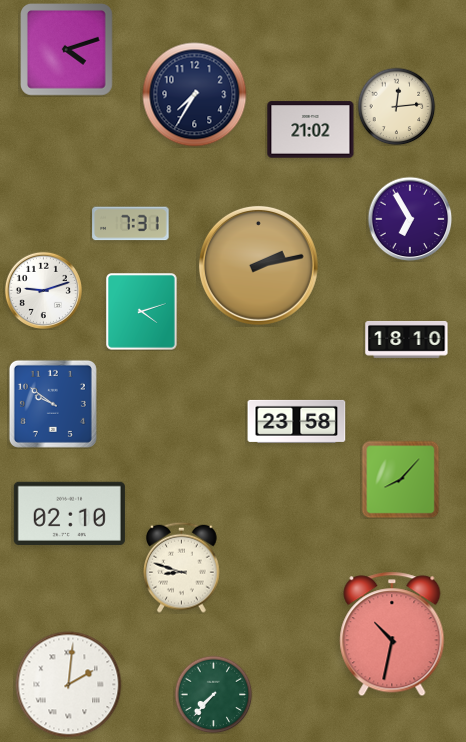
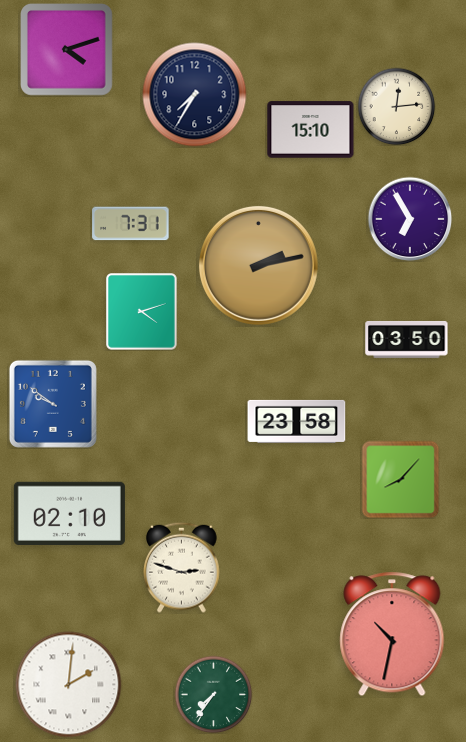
clock at (311, 130): 21:02 -> 15:10
clock at (43, 290): 9:12 -> none
clock at (407, 339): 18:10 -> 03:50
clock at (182, 567): 8:48 -> 2:48
clock at (213, 694): 7:37 -> 7:36
